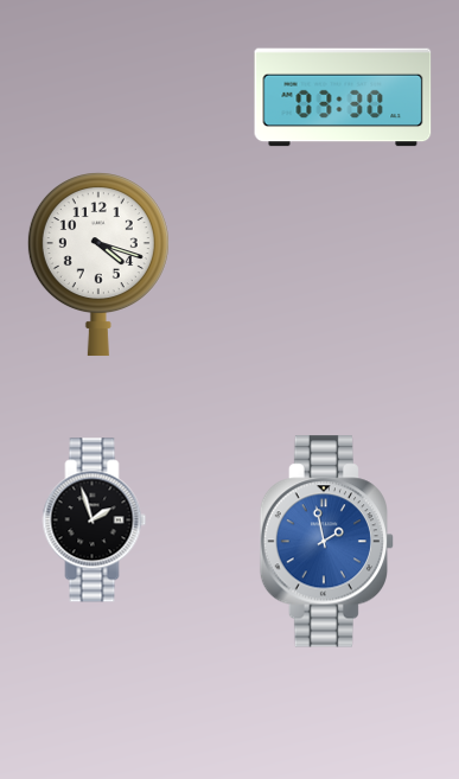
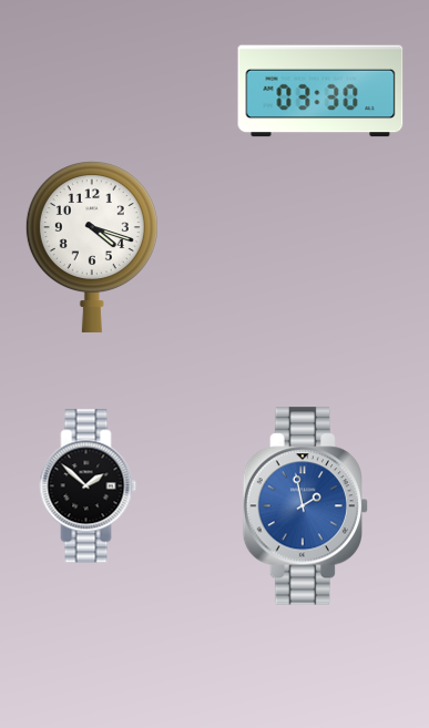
clock at (95, 521): 1:57 -> 1:52
